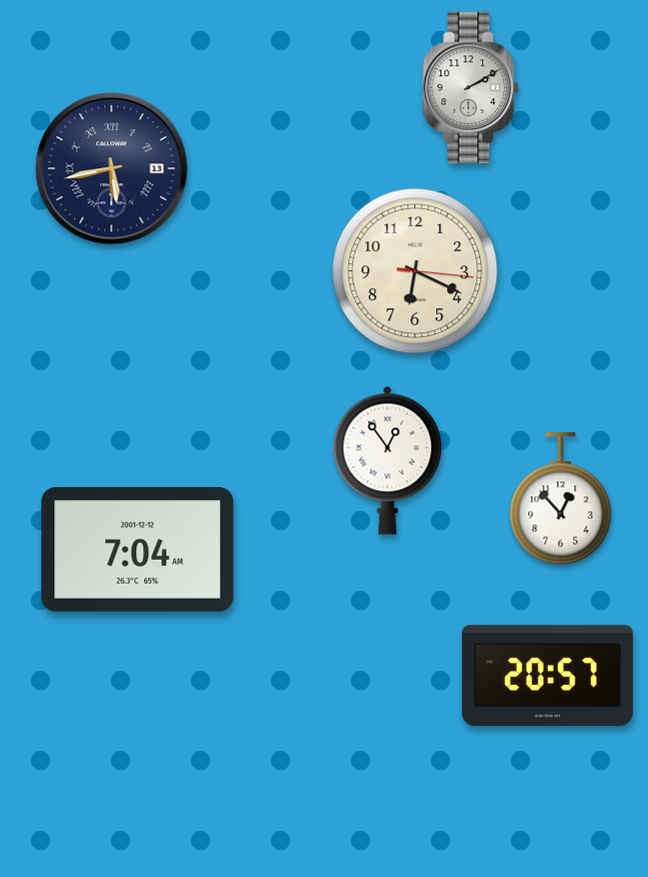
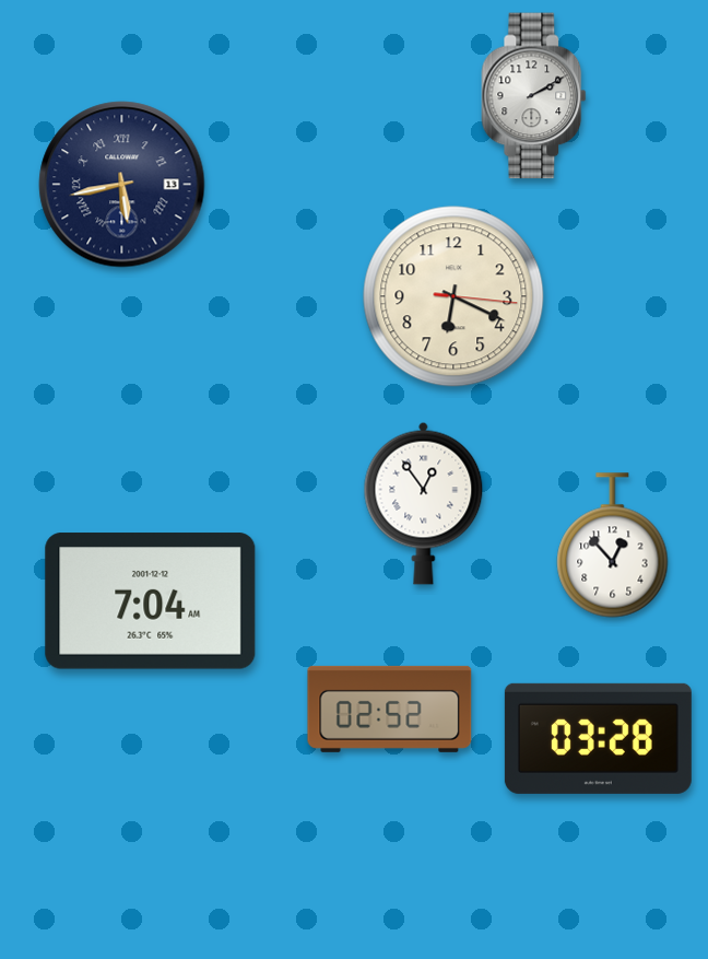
clock at (471, 88) position: (471, 88) -> (534, 96)
clock at (390, 709): none -> 02:52
clock at (547, 675): 20:57 -> 03:28
